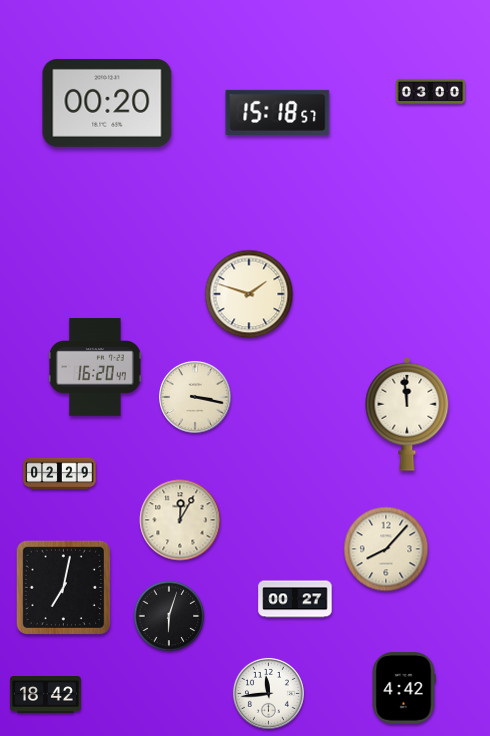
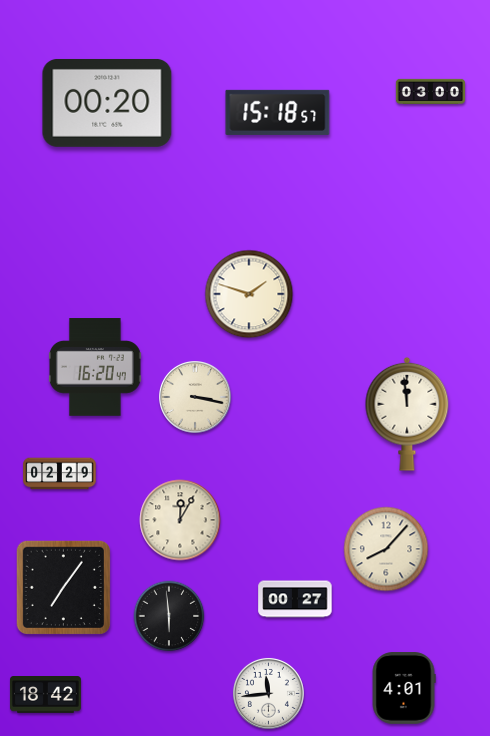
clock at (63, 587): 7:02 -> 7:06
clock at (169, 616): 6:03 -> 5:59
clock at (404, 688): 4:42 -> 4:01
